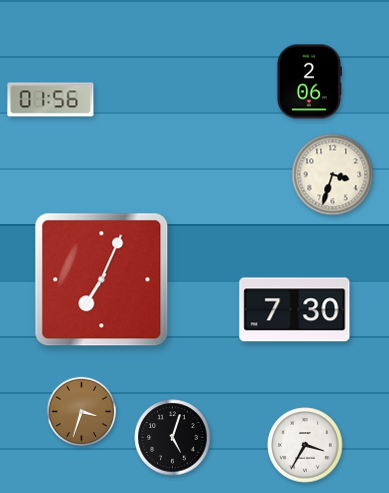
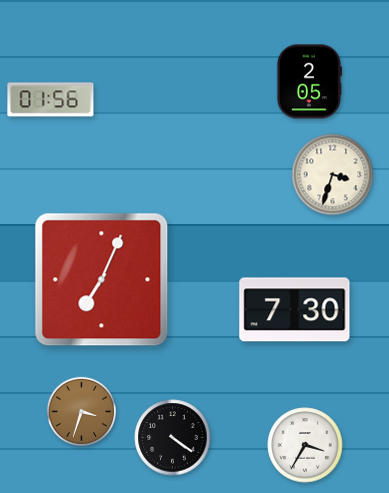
clock at (309, 82): 2:06 -> 2:05
clock at (173, 438): 5:03 -> 4:21
